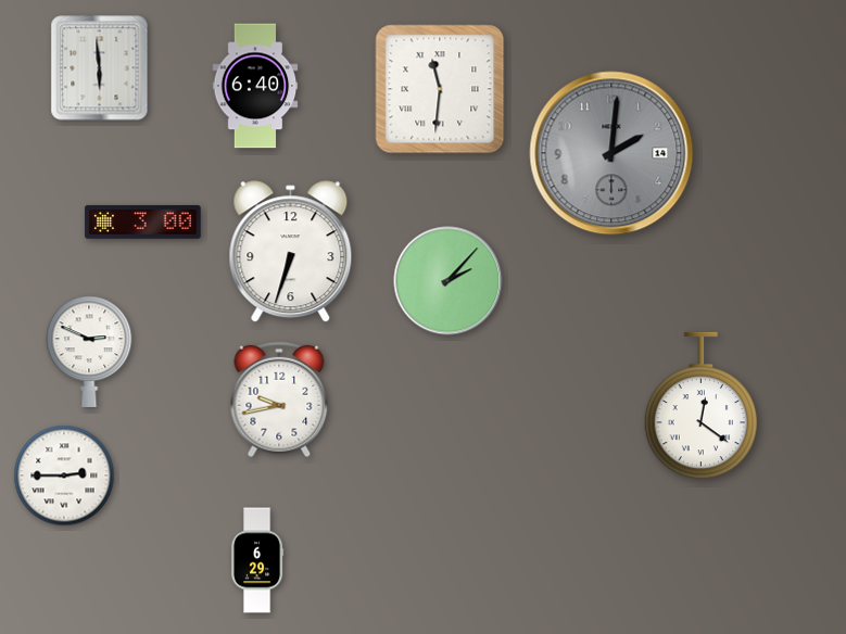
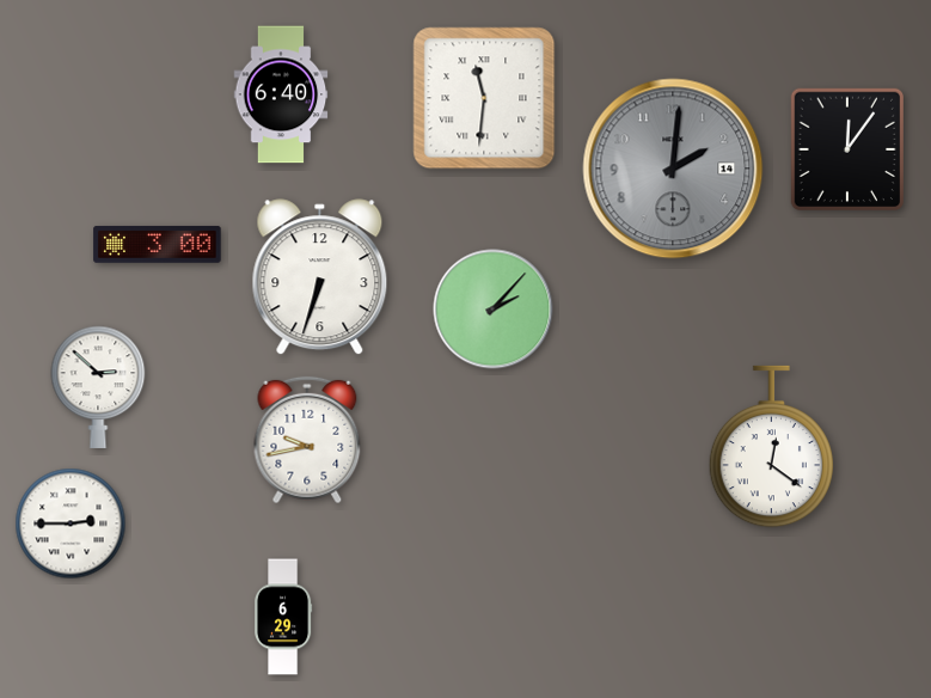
clock at (100, 68): 5:59 -> none
clock at (846, 148): none -> 12:06
clock at (89, 352): 2:49 -> 2:52
